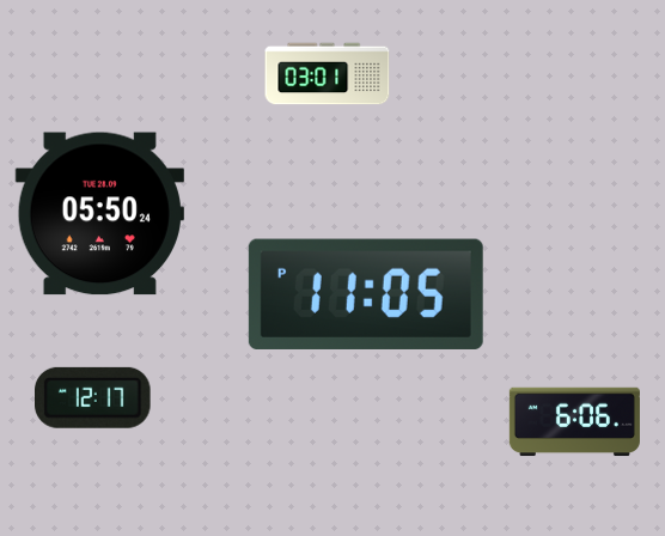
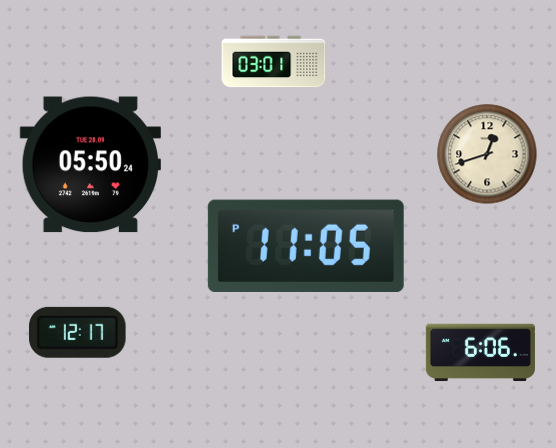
clock at (487, 154): none -> 12:42
clock at (99, 214) position: (99, 214) -> (90, 165)
